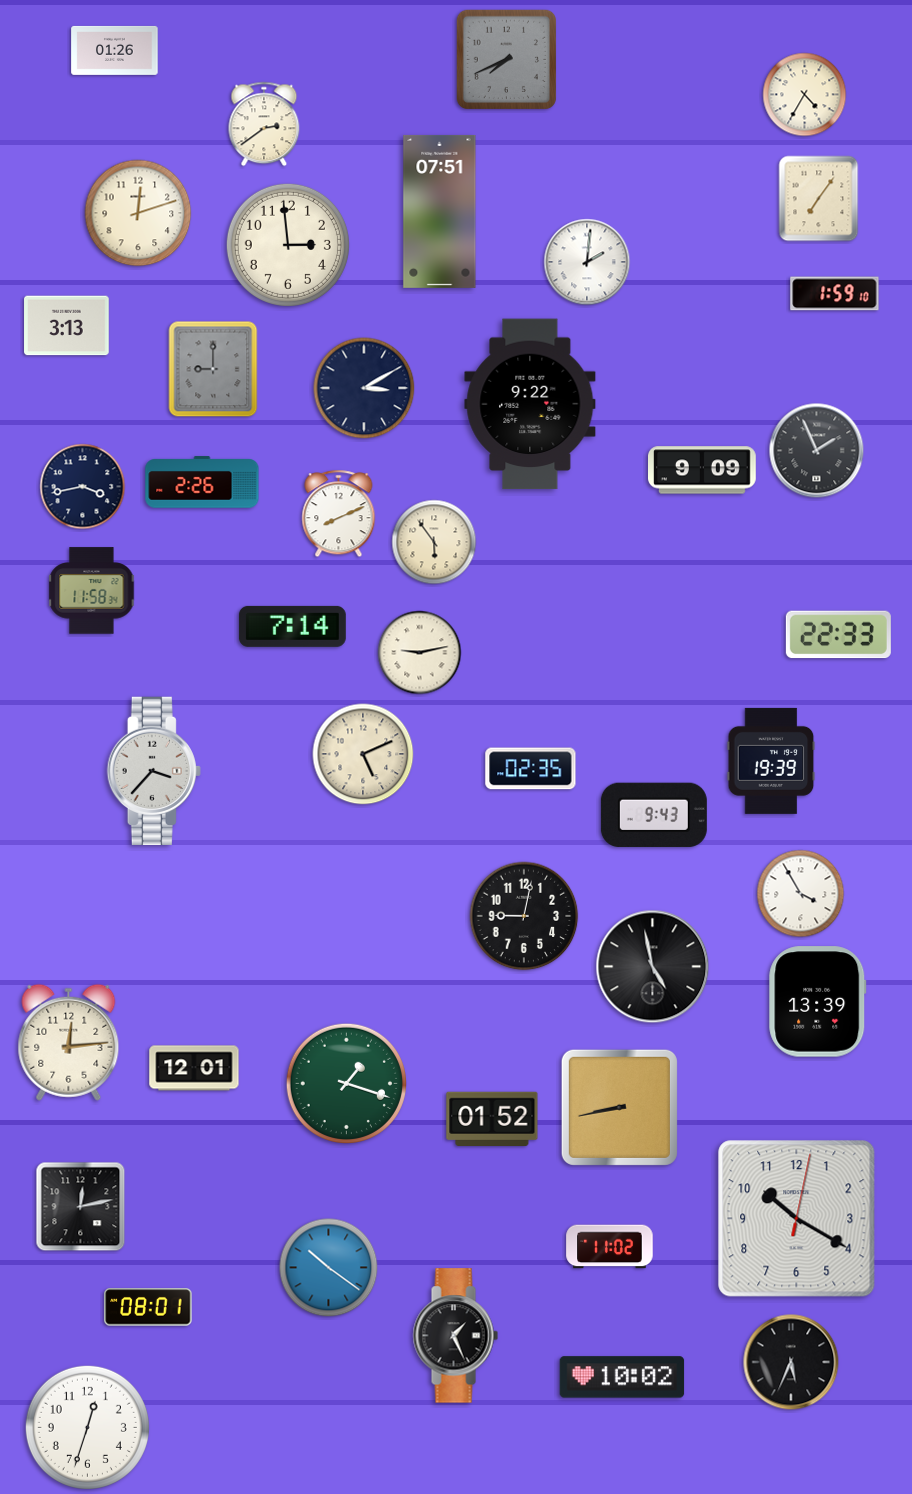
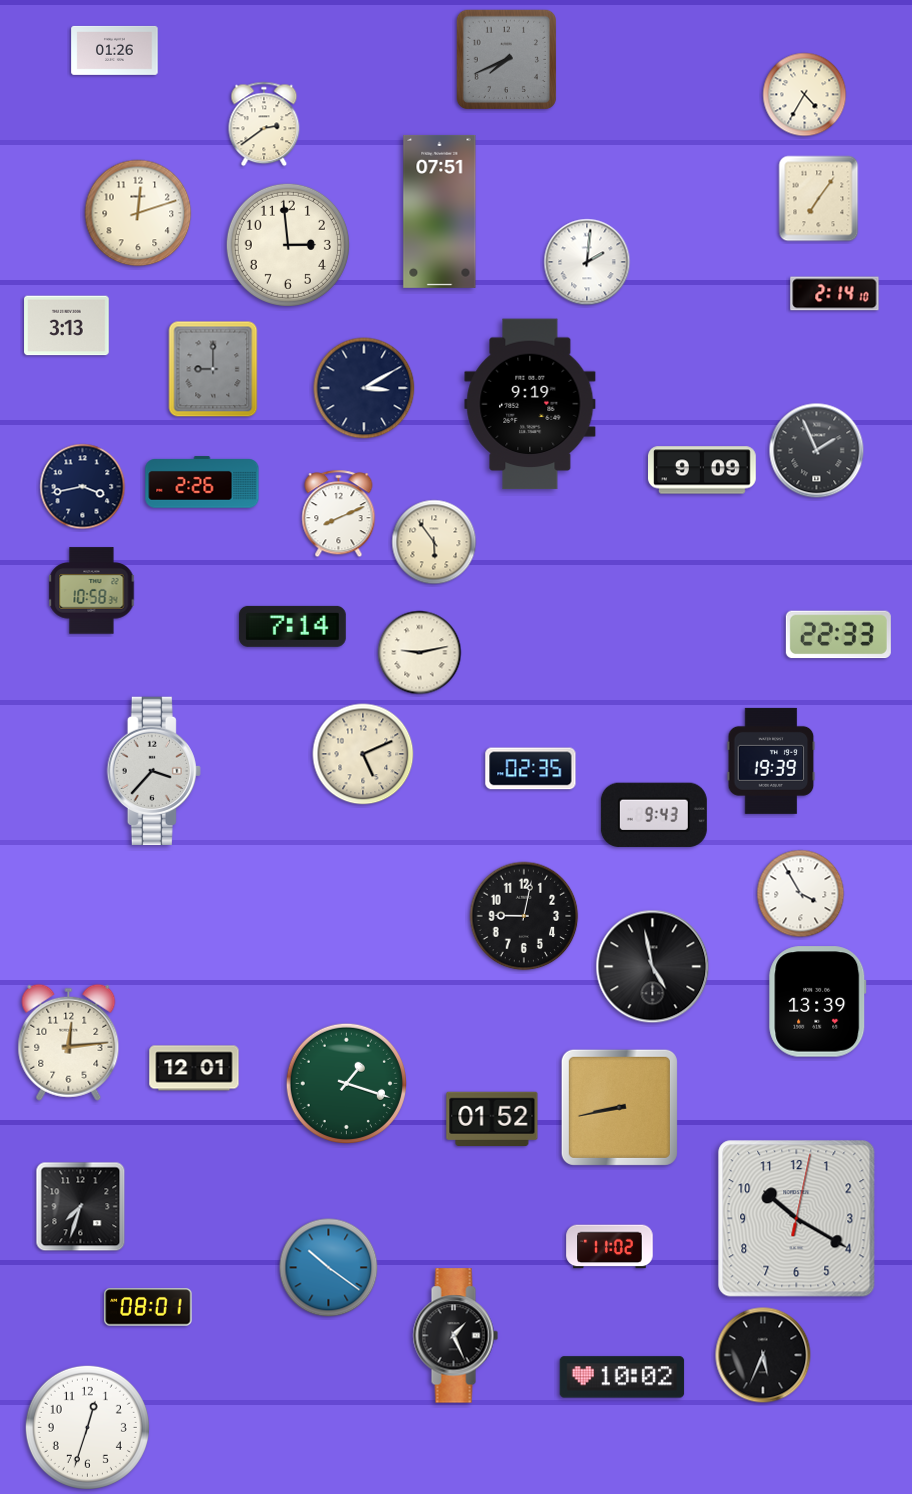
clock at (835, 294): 1:59 -> 2:14
clock at (530, 404): 9:22 -> 9:19
clock at (92, 591): 11:58 -> 10:58
clock at (81, 1207): 12:13 -> 7:33
clock at (791, 1362) position: (791, 1362) -> (763, 1355)
